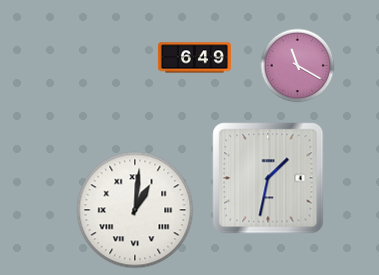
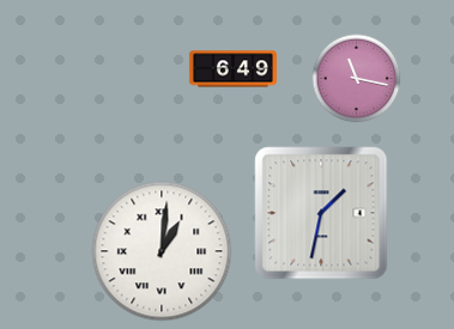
clock at (298, 66): 11:20 -> 11:17
